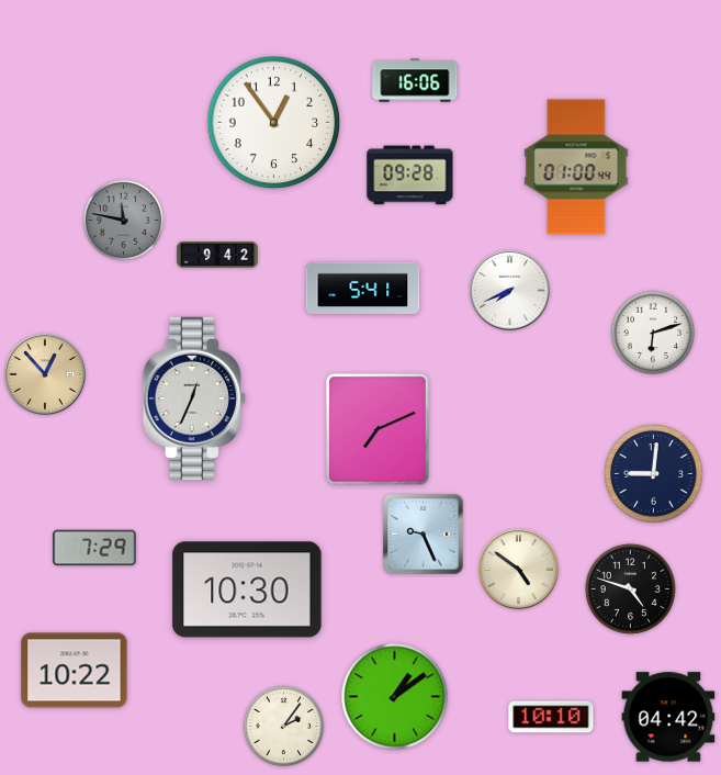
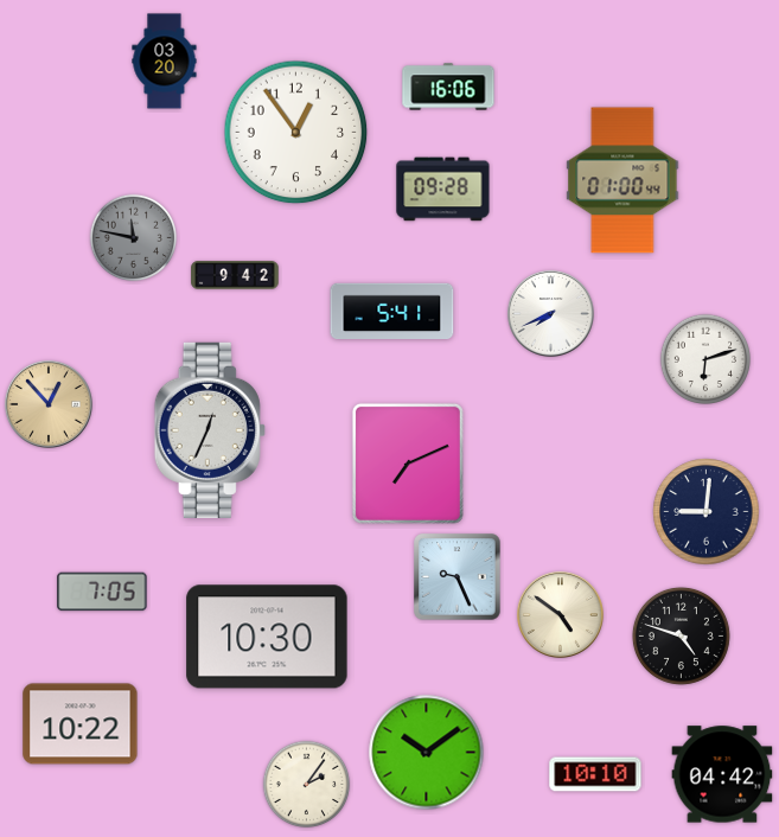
clock at (165, 62): none -> 03:20
clock at (94, 548): 7:29 -> 7:05
clock at (395, 697): 1:09 -> 10:09
